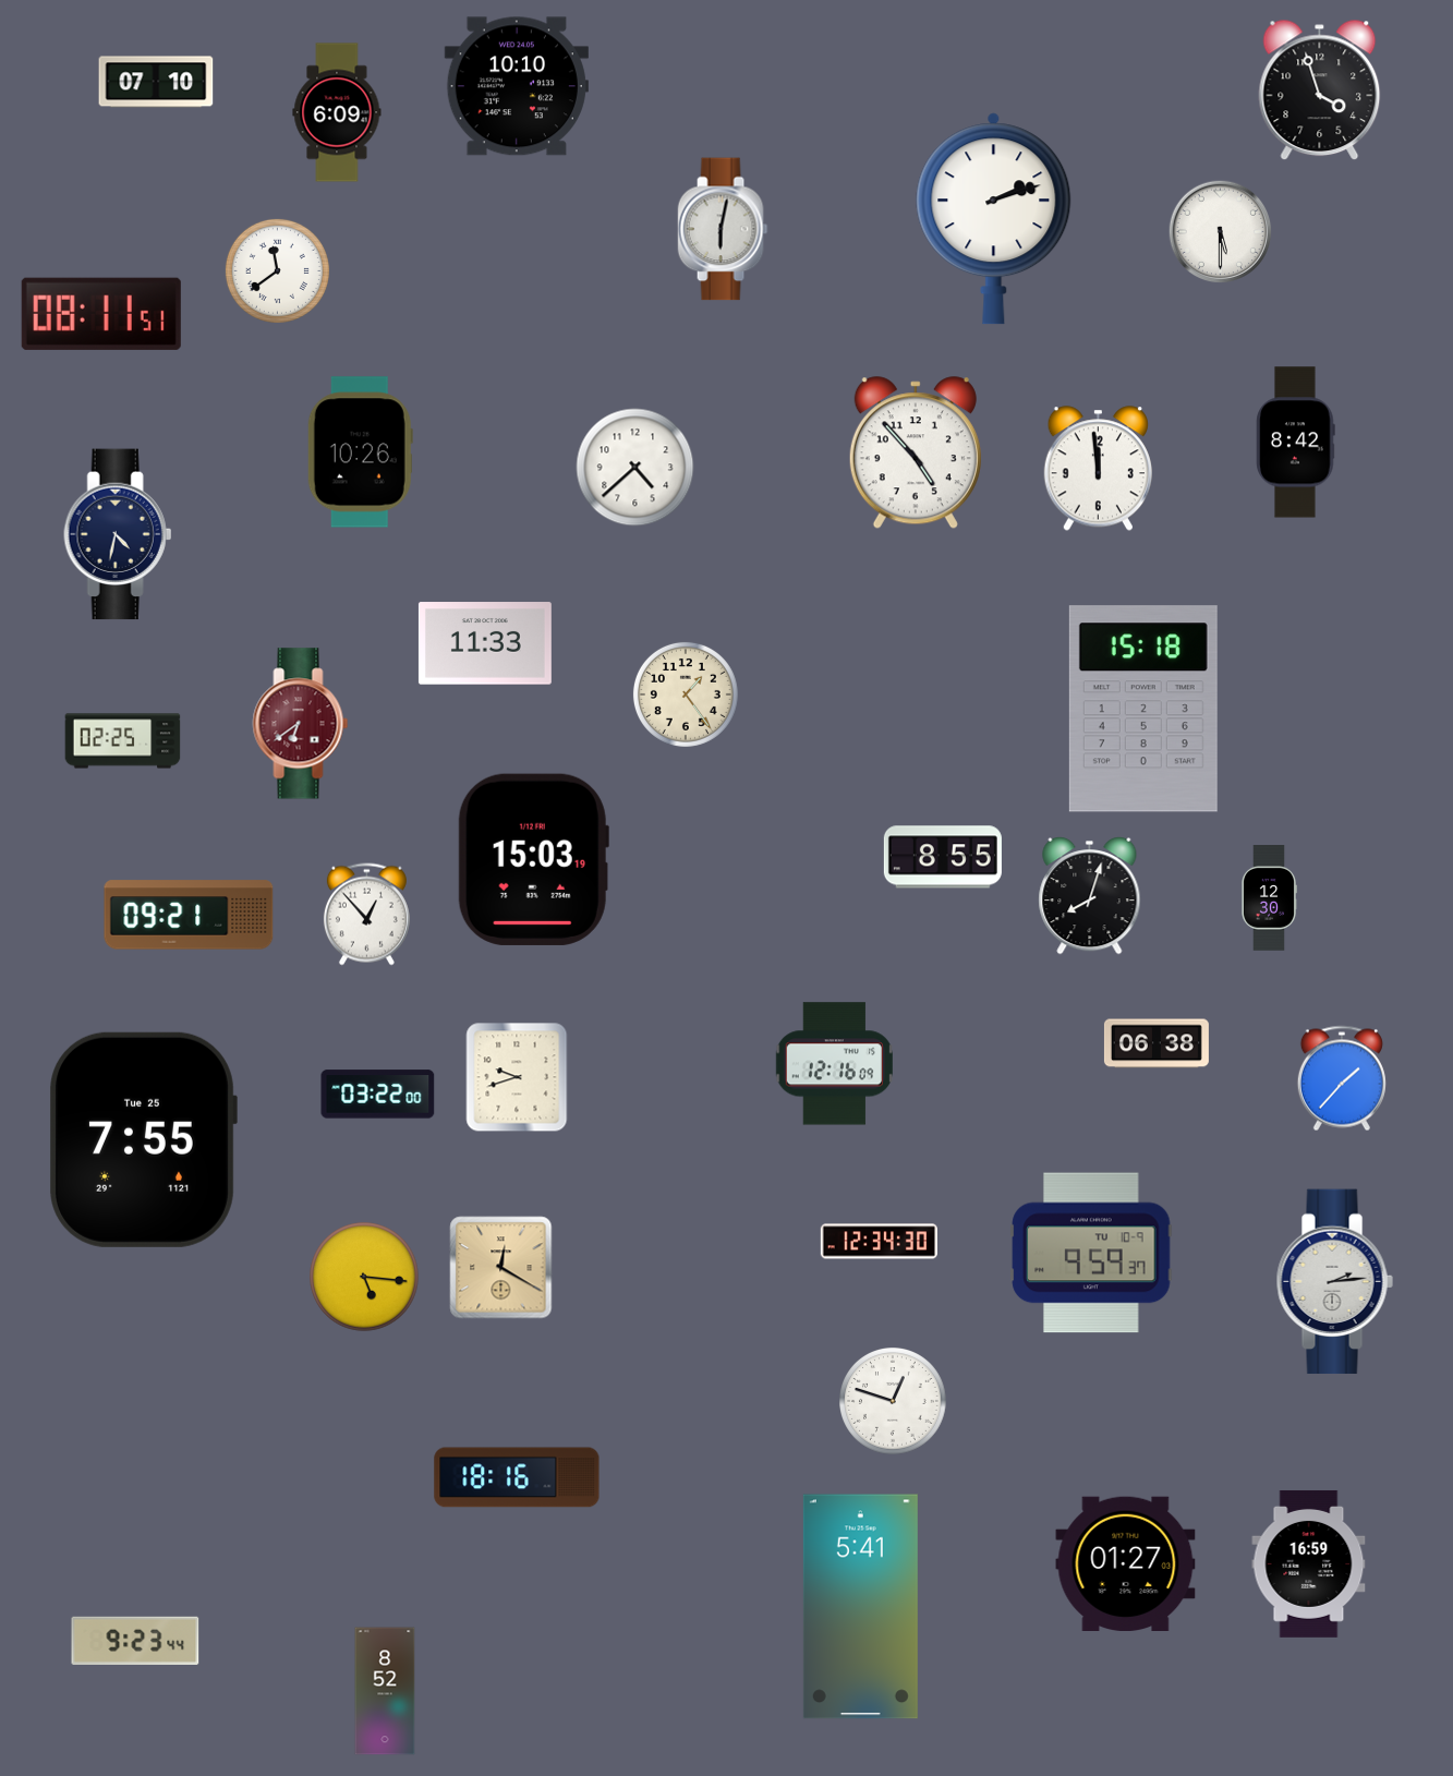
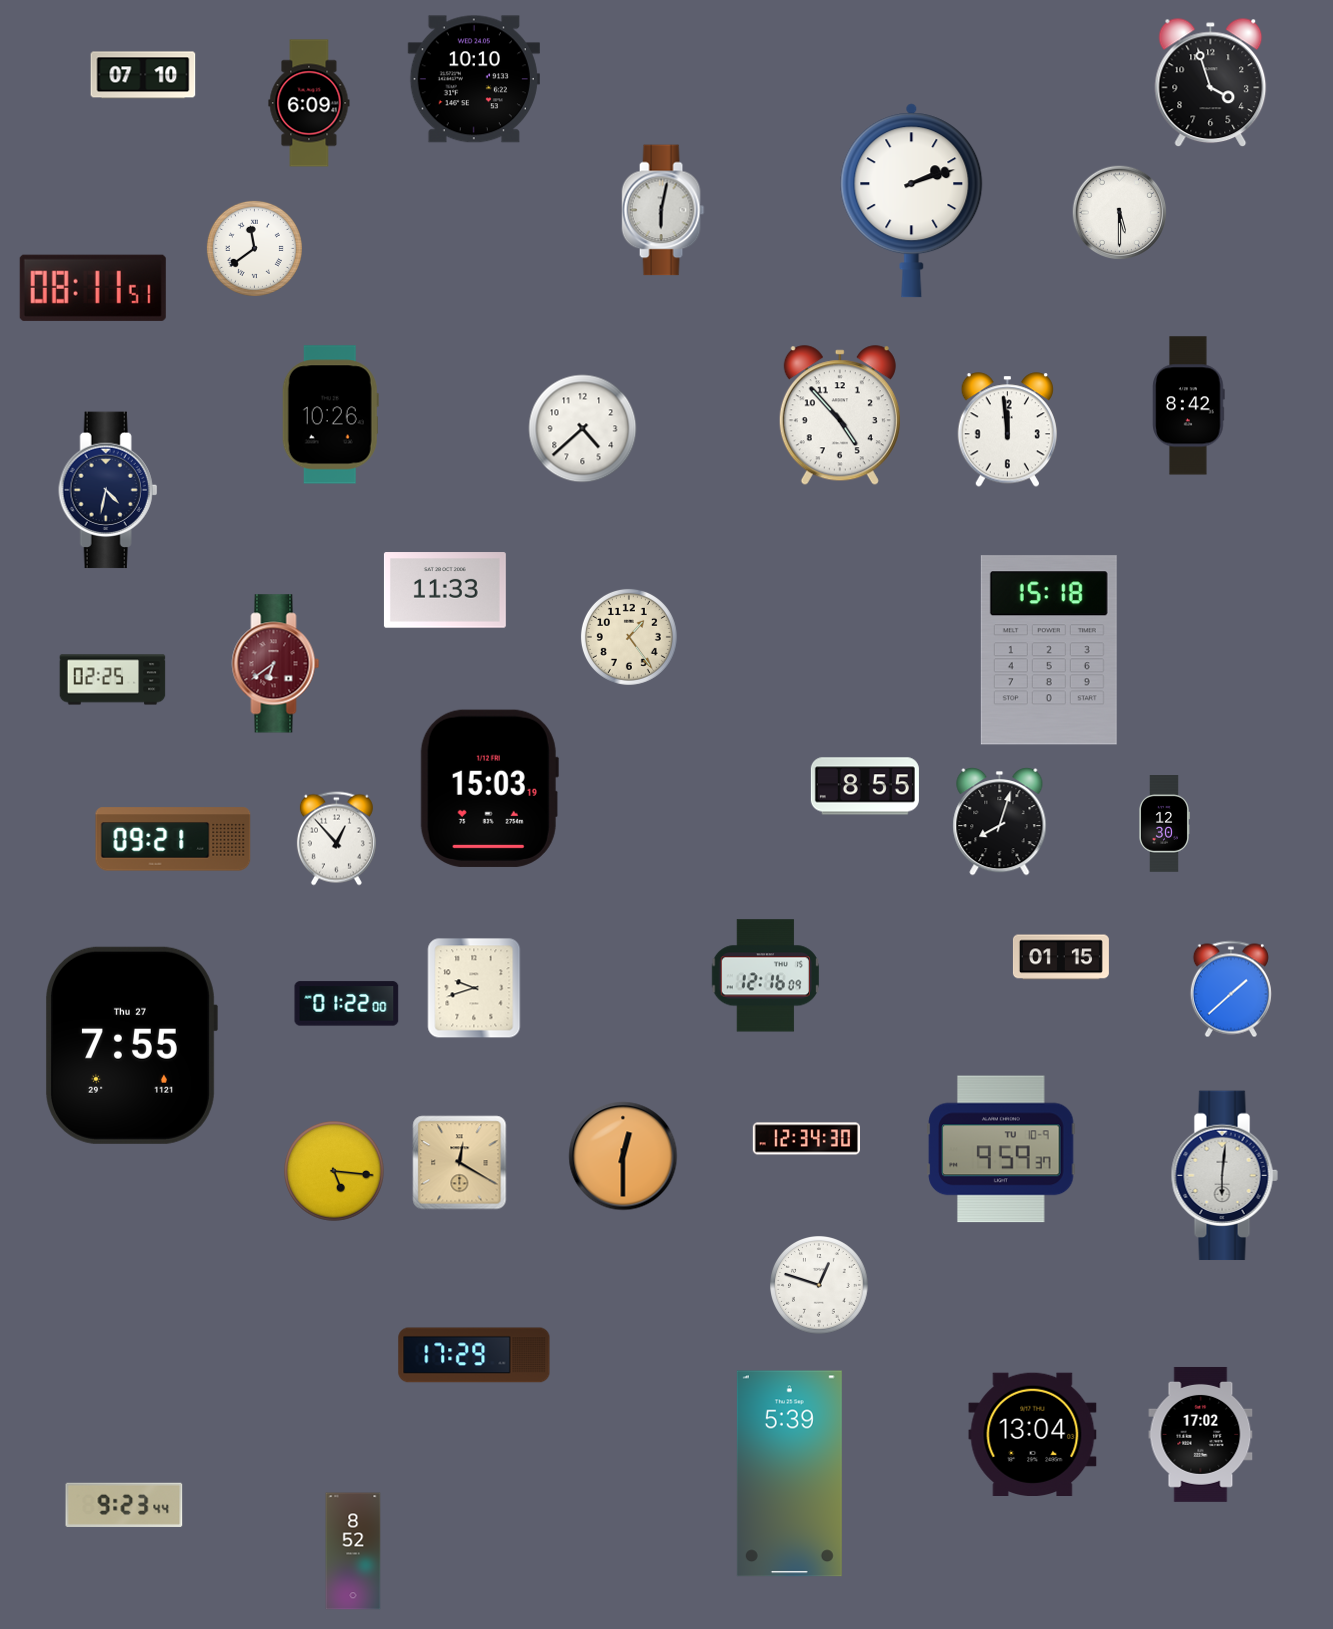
clock at (1157, 1043): 06:38 -> 01:15
clock at (1342, 1078): 1:37 -> 1:38
clock at (378, 1095): 03:22 -> 01:22
clock at (143, 1139) date: Tue 25 -> Thu 27
clock at (623, 1156): none -> 12:30
clock at (1334, 1282): 2:14 -> 6:01
clock at (517, 1477): 18:16 -> 17:29
clock at (1309, 1563): 16:59 -> 17:02
clock at (1126, 1564): 01:27 -> 13:04
clock at (860, 1607): 5:41 -> 5:39
